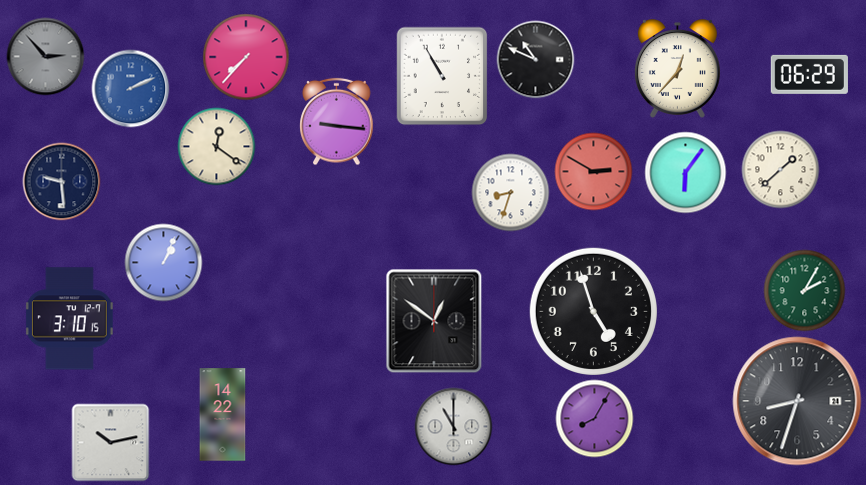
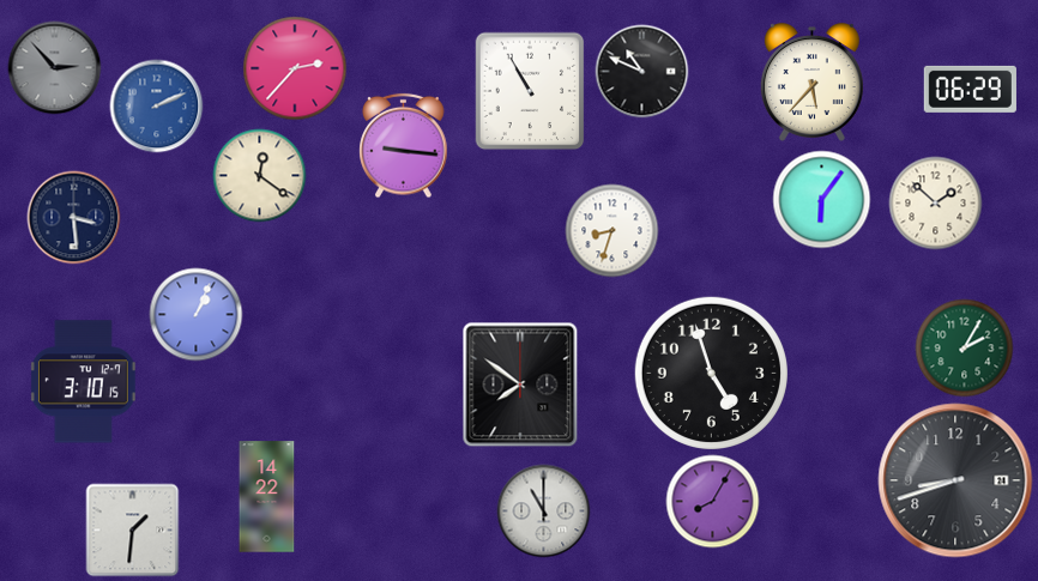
clock at (246, 57): 7:37 -> 2:37
clock at (677, 69): 12:37 -> 5:37
clock at (780, 169): 1:38 -> 1:52
clock at (593, 171): 2:50 -> none
clock at (685, 172) position: (685, 172) -> (821, 199)
clock at (61, 181): 9:29 -> 3:29
clock at (434, 321): 12:51 -> 7:51
clock at (797, 401): 8:33 -> 8:42
clock at (110, 442): 10:13 -> 1:31
